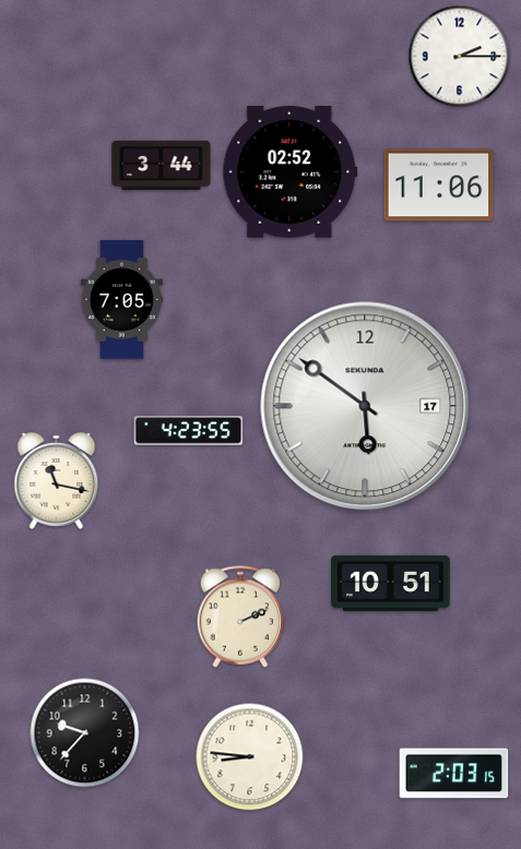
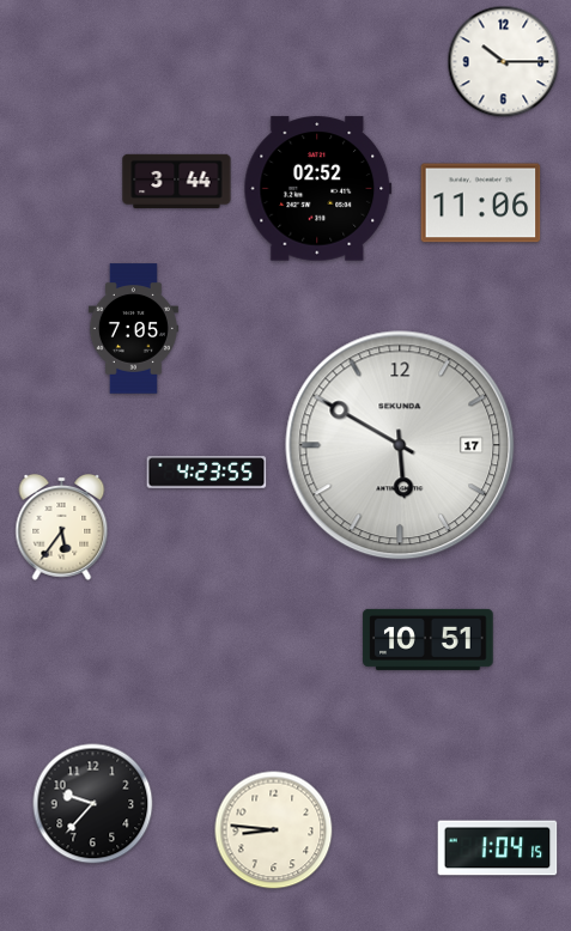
clock at (460, 57): 2:15 -> 10:15
clock at (365, 406): 5:51 -> 5:50
clock at (57, 480): 11:17 -> 5:36
clock at (240, 617): 2:11 -> none
clock at (454, 774): 2:03 -> 1:04
